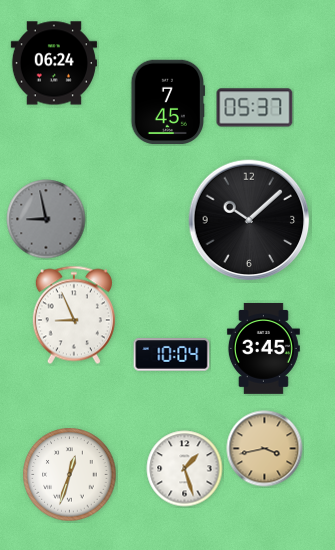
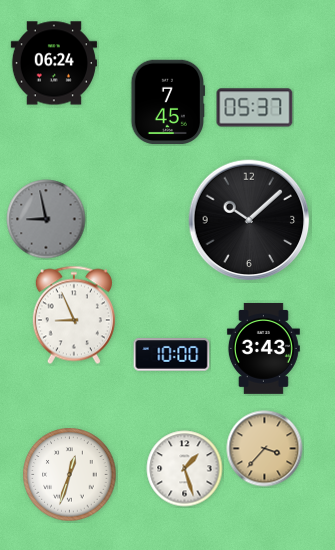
clock at (263, 348): 3:45 -> 3:43
clock at (172, 355): 10:04 -> 10:00
clock at (265, 449): 3:43 -> 3:37
